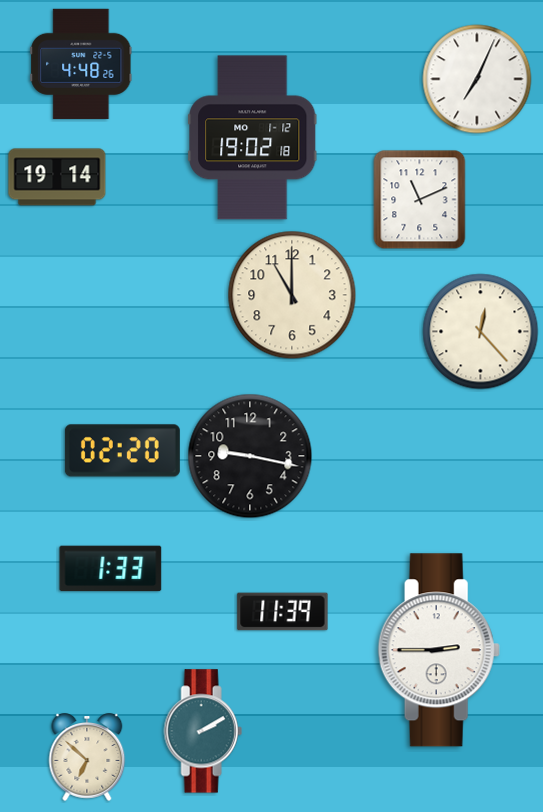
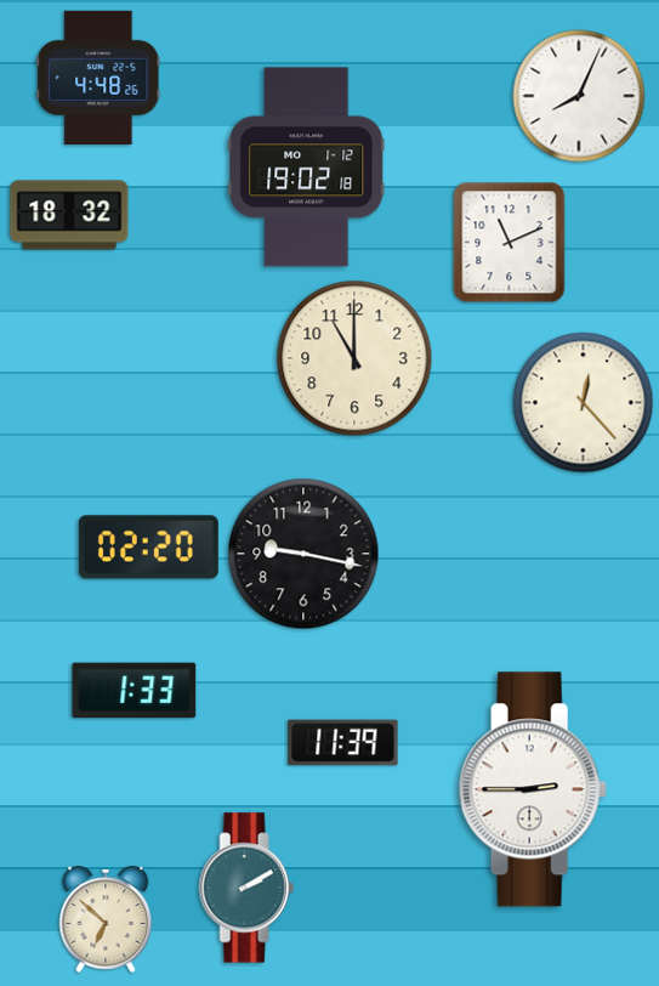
clock at (477, 79): 7:04 -> 8:04
clock at (57, 177): 19:14 -> 18:32
